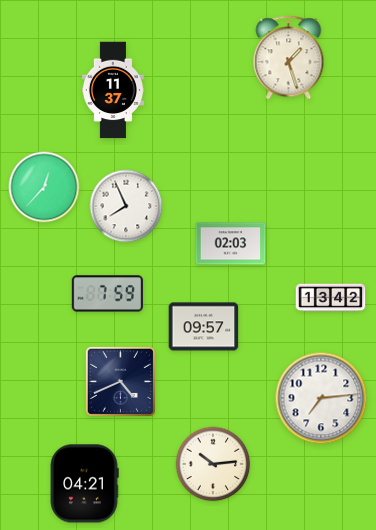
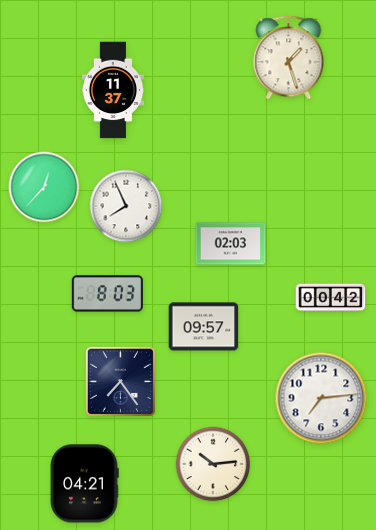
clock at (107, 294): 7:59 -> 8:03
clock at (331, 298): 13:42 -> 00:42
clock at (120, 381): 4:41 -> 7:24
